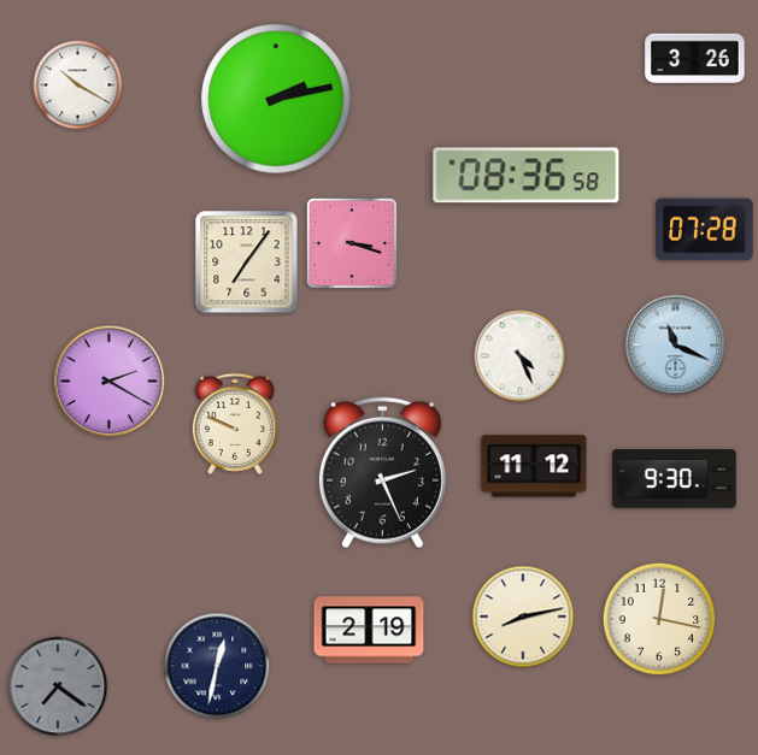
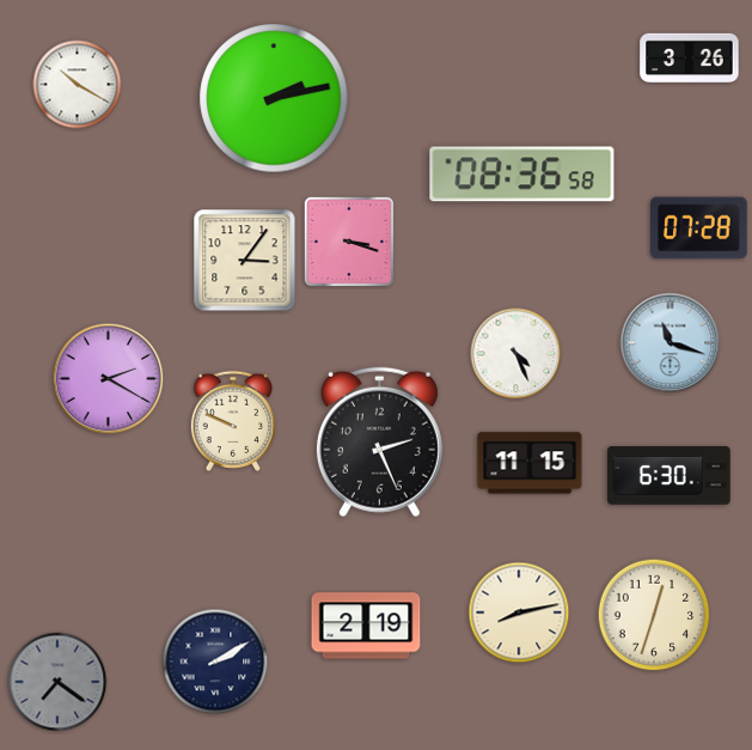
clock at (247, 263): 7:06 -> 3:06
clock at (676, 346): 11:19 -> 11:18
clock at (534, 466): 11:12 -> 11:15
clock at (382, 473) position: (382, 473) -> (379, 443)
clock at (675, 479): 9:30 -> 6:30
clock at (659, 619): 12:17 -> 12:33
clock at (217, 666): 12:32 -> 2:10
